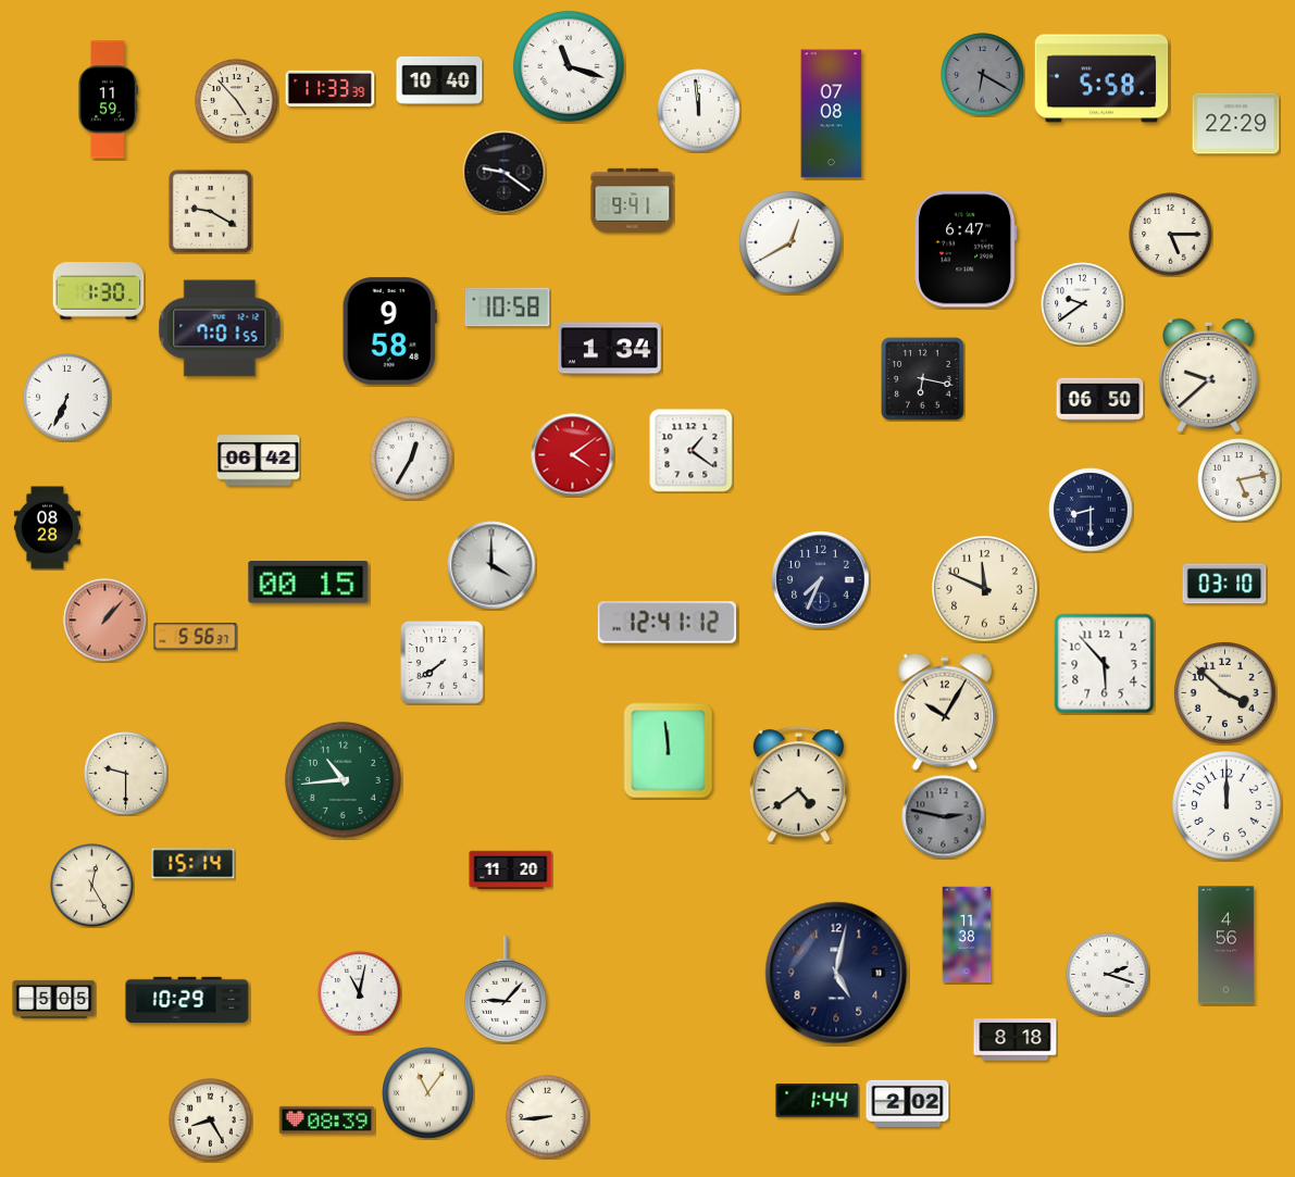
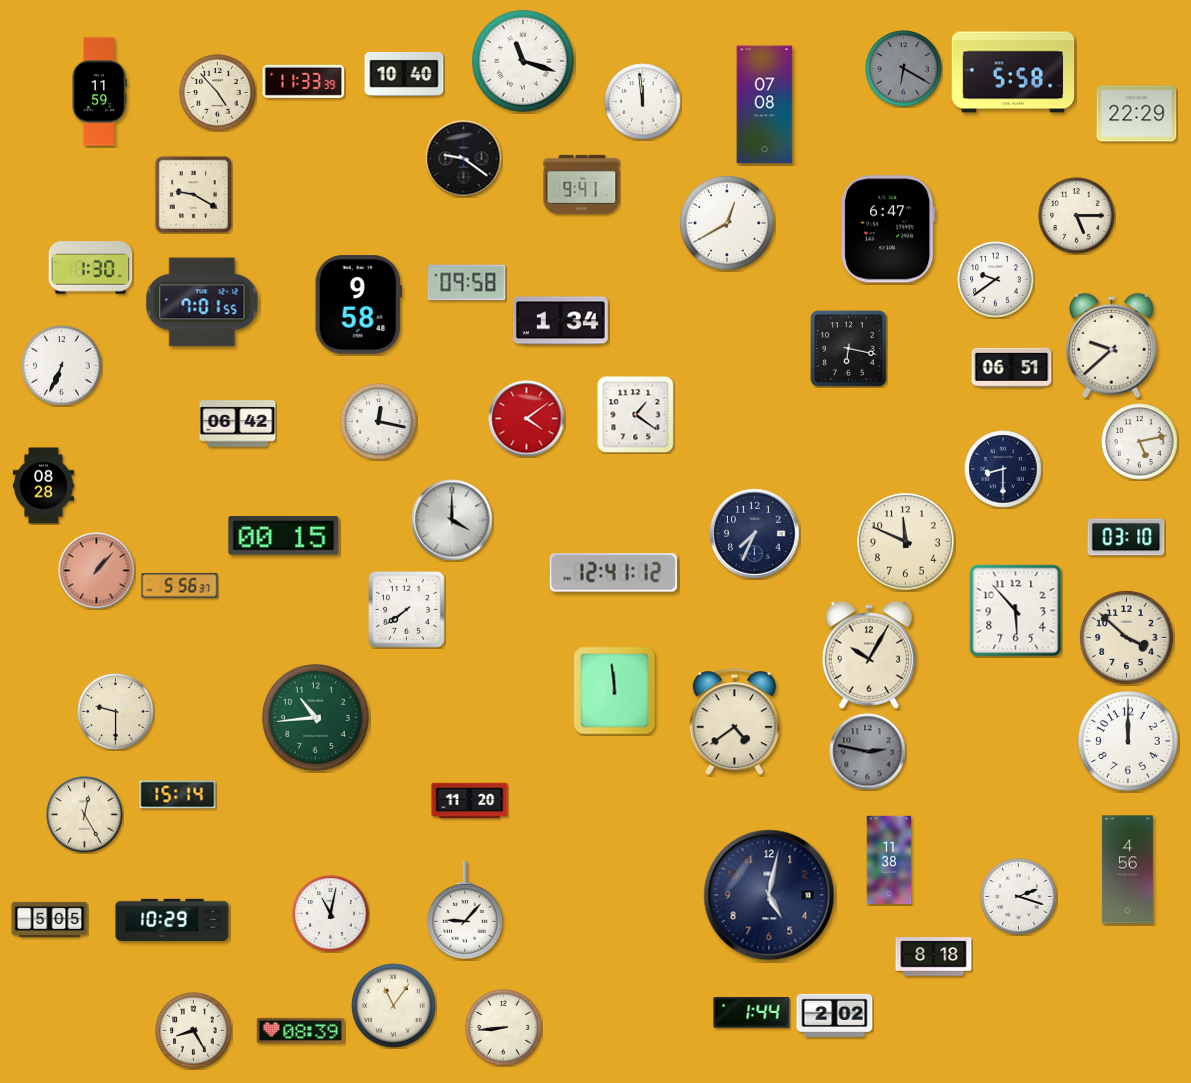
clock at (508, 308): 10:58 -> 09:58
clock at (1100, 399): 06:50 -> 06:51
clock at (412, 459): 12:35 -> 12:17
